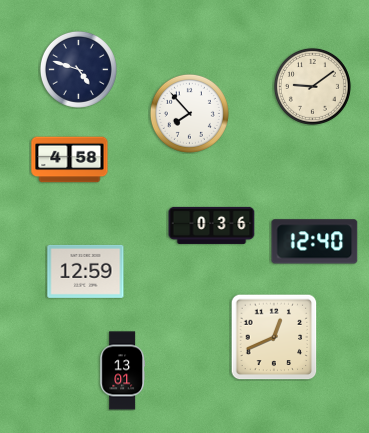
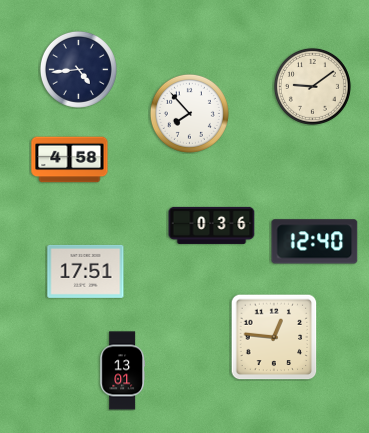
clock at (78, 69): 4:48 -> 4:44
clock at (86, 271): 12:59 -> 17:51
clock at (274, 337): 12:41 -> 12:46
